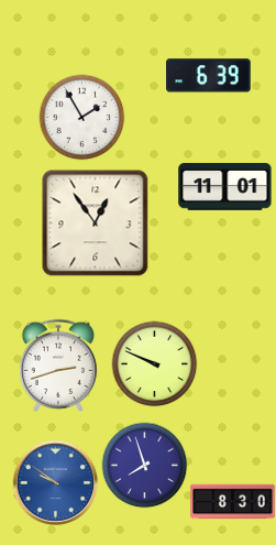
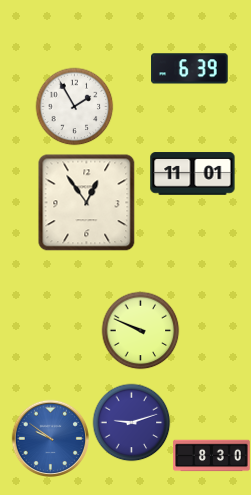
clock at (225, 187) position: (225, 187) -> (193, 174)
clock at (58, 366): 2:42 -> none
clock at (144, 465): 7:57 -> 9:12
